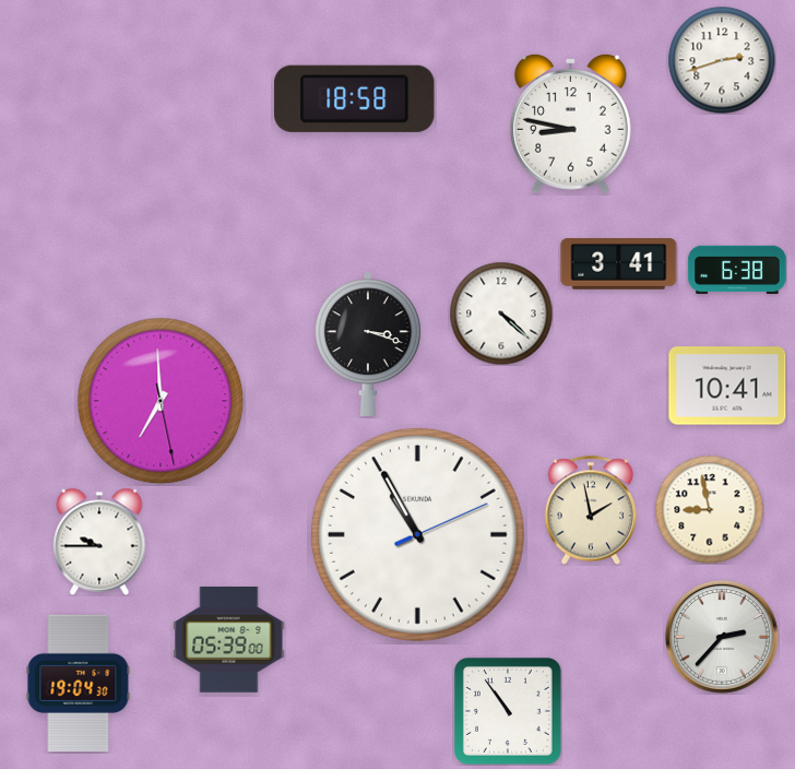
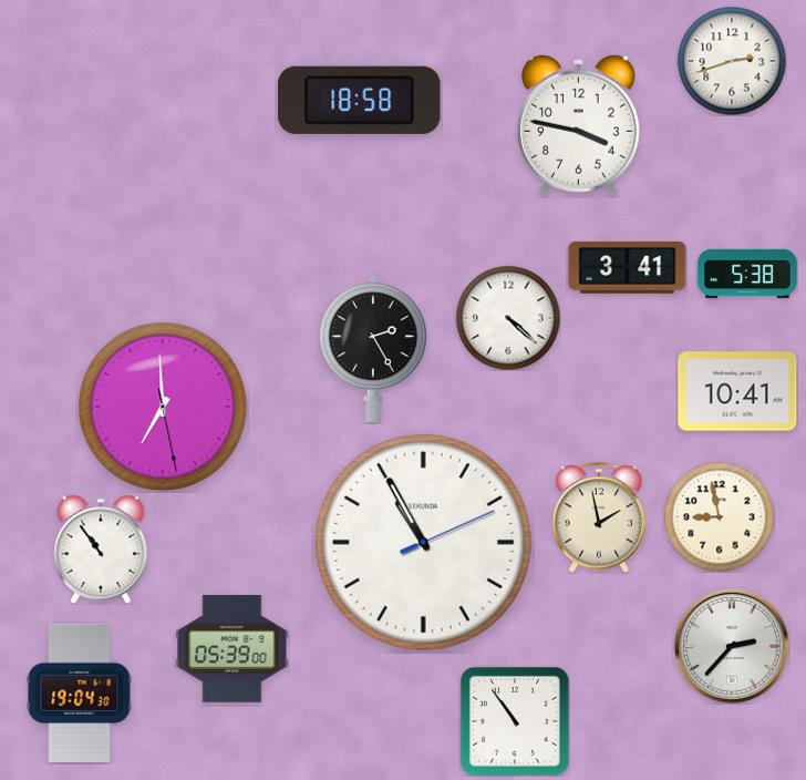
clock at (571, 123): 8:47 -> 3:47
clock at (737, 270): 6:38 -> 5:38
clock at (368, 344): 3:18 -> 2:25
clock at (99, 542): 9:45 -> 10:54
